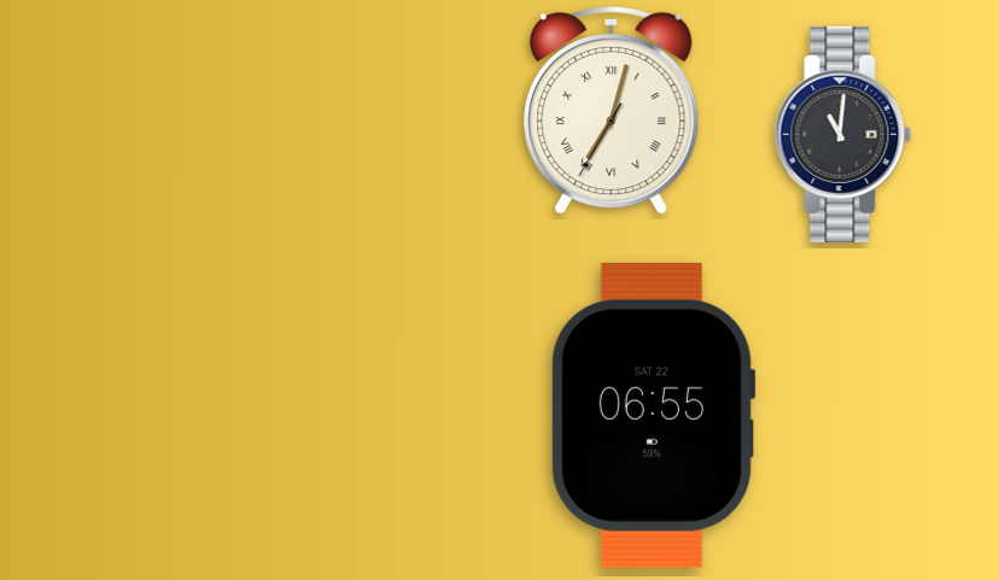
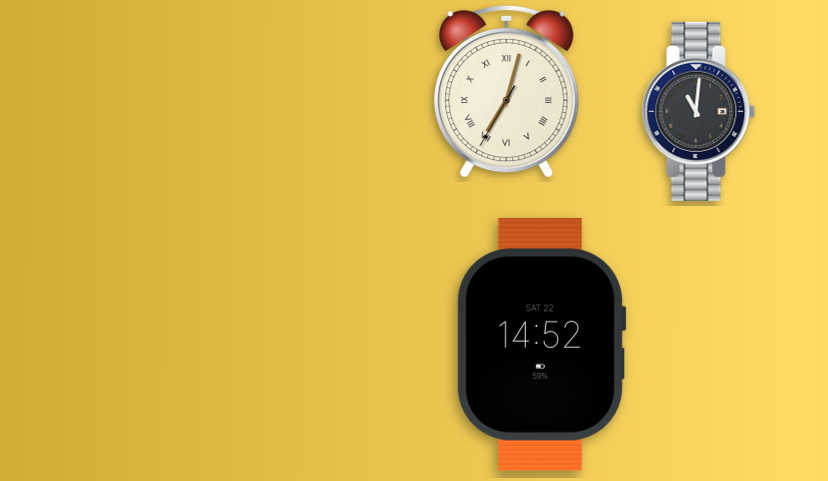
clock at (653, 415): 06:55 -> 14:52
